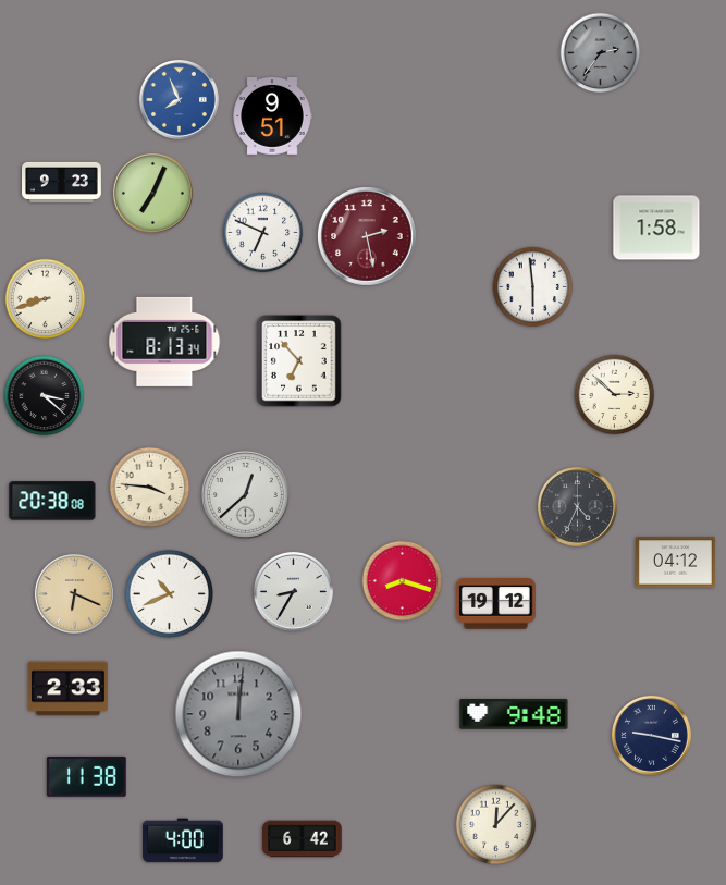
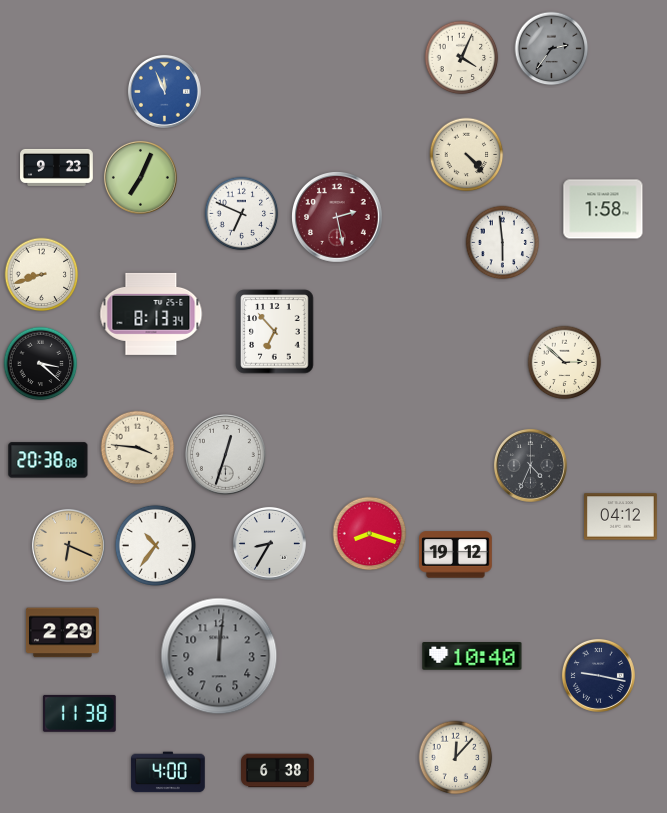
clock at (462, 58): none -> 4:04
clock at (179, 99): 7:56 -> 11:56
clock at (272, 115): 9:51 -> none
clock at (467, 155): none -> 4:23
clock at (533, 287) position: (533, 287) -> (503, 243)
clock at (245, 494): 12:38 -> 12:33
clock at (169, 593): 10:41 -> 10:36
clock at (69, 689): 2:33 -> 2:29
clock at (514, 714): 9:48 -> 10:40
clock at (303, 839): 6:42 -> 6:38
